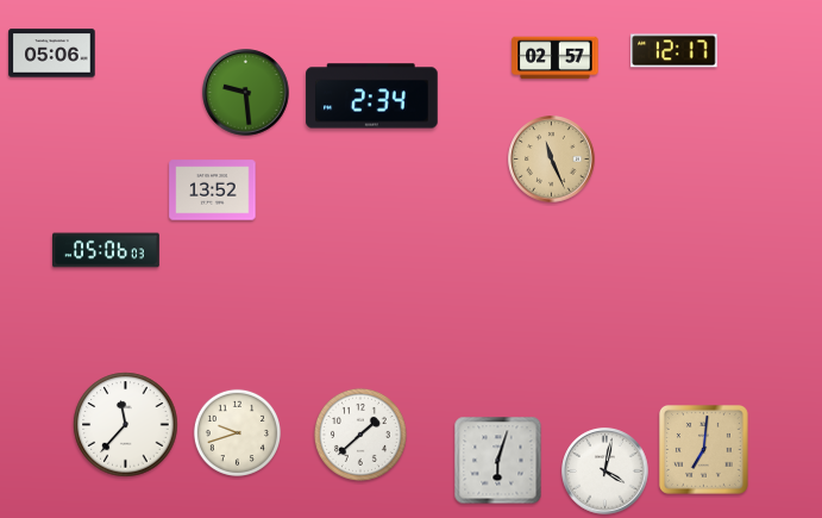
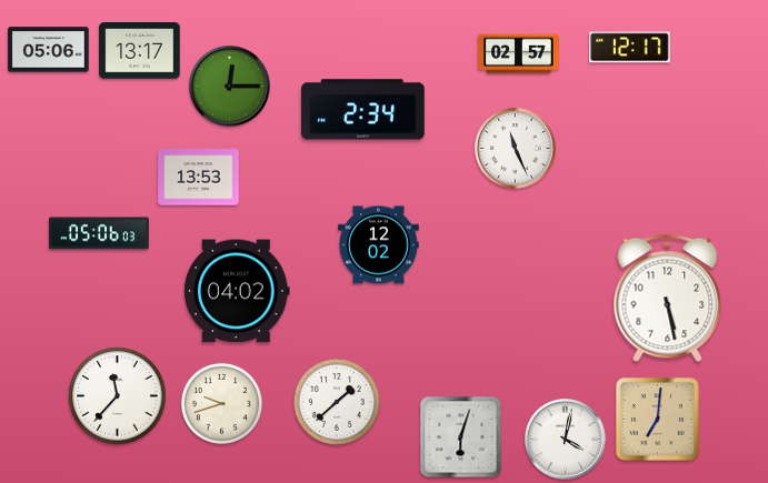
clock at (140, 51): none -> 13:17
clock at (246, 93): 9:29 -> 12:15
clock at (372, 96) position: (372, 96) -> (363, 110)
clock at (552, 160) dial: champagne -> white
clock at (213, 191): 13:52 -> 13:53
clock at (379, 245): none -> 12:02
clock at (238, 291): none -> 04:02
clock at (668, 299): none -> 5:28
clock at (360, 435) position: (360, 435) -> (337, 402)
clock at (498, 461) position: (498, 461) -> (461, 437)
